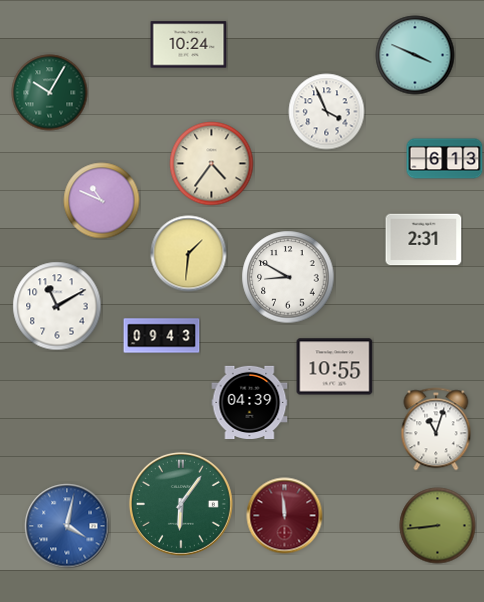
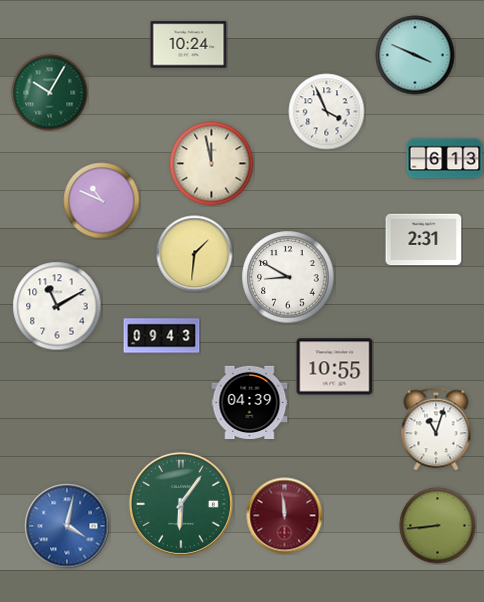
clock at (212, 164): 4:36 -> 11:58
clock at (189, 254) position: (189, 254) -> (195, 254)
